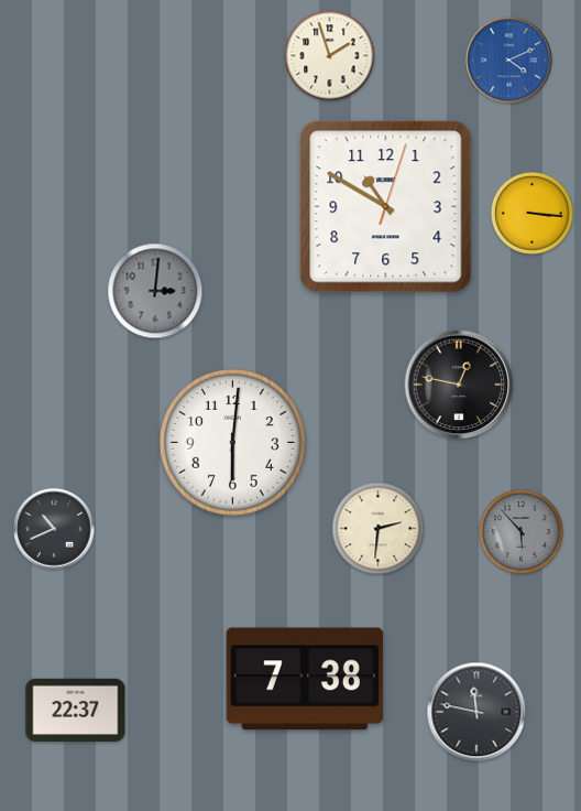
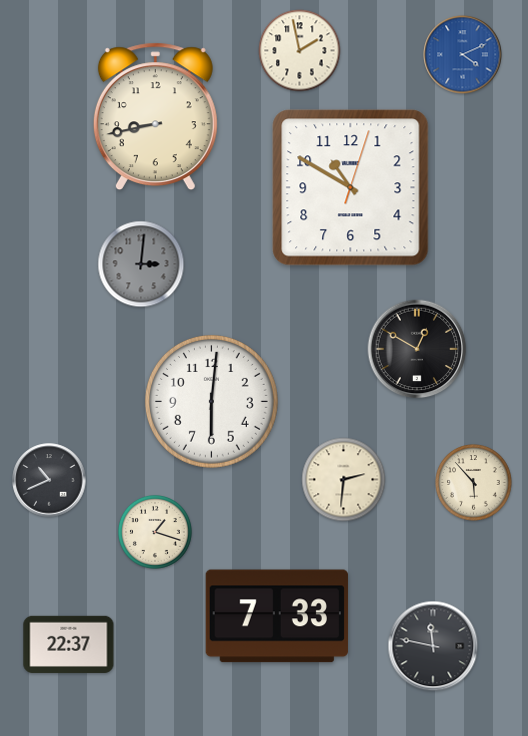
clock at (330, 56): 1:57 -> 1:58
clock at (155, 117): none -> 8:43
clock at (533, 214): 3:16 -> none
clock at (459, 385): 12:47 -> 12:50
clock at (522, 532) dial: grey -> cream
clock at (155, 532): none -> 1:18
clock at (305, 679): 7:38 -> 7:33
